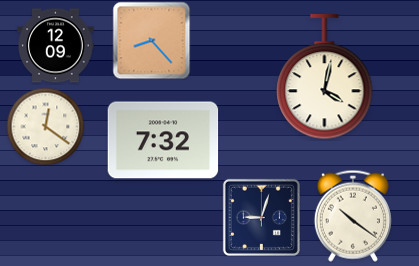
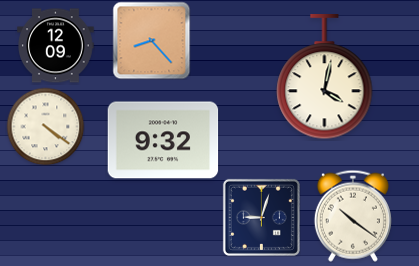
clock at (45, 126): 12:21 -> 4:21
clock at (163, 140): 7:32 -> 9:32
